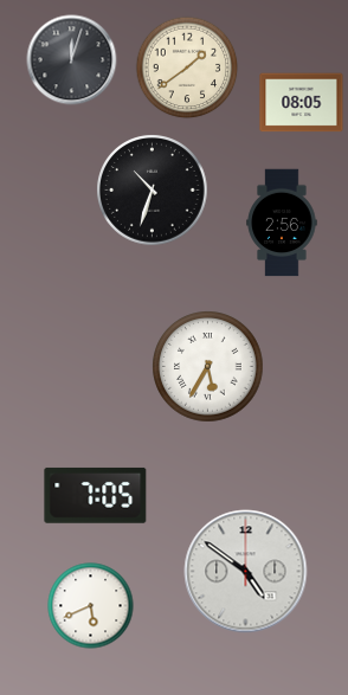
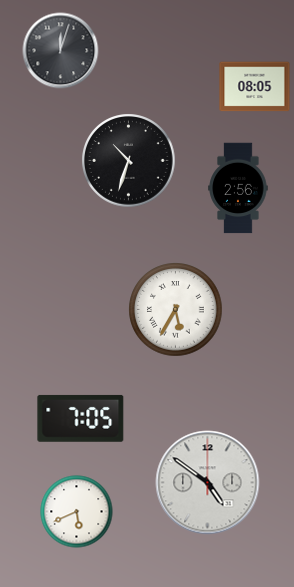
clock at (187, 67): 1:39 -> none
